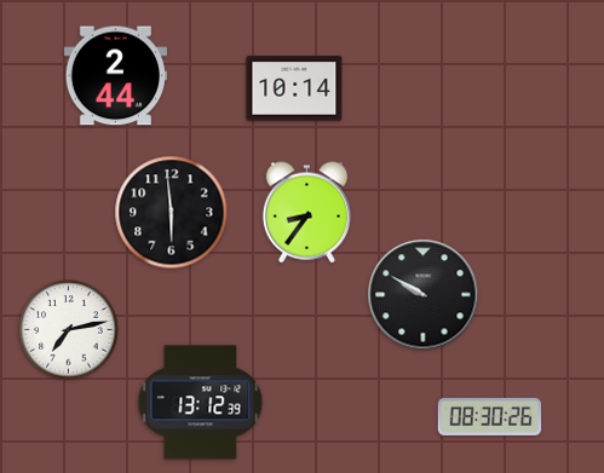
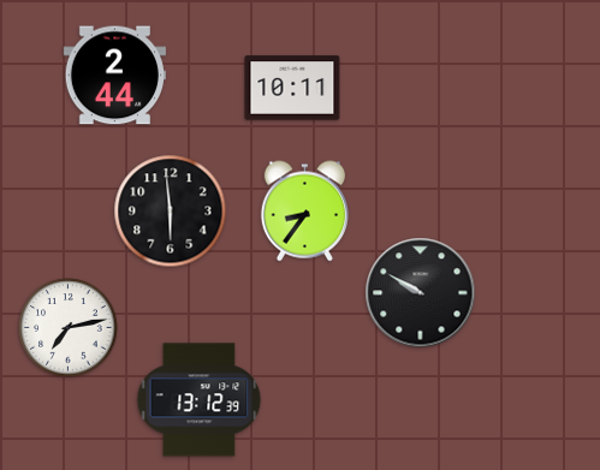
clock at (294, 88): 10:14 -> 10:11
clock at (490, 416): 08:30 -> none
